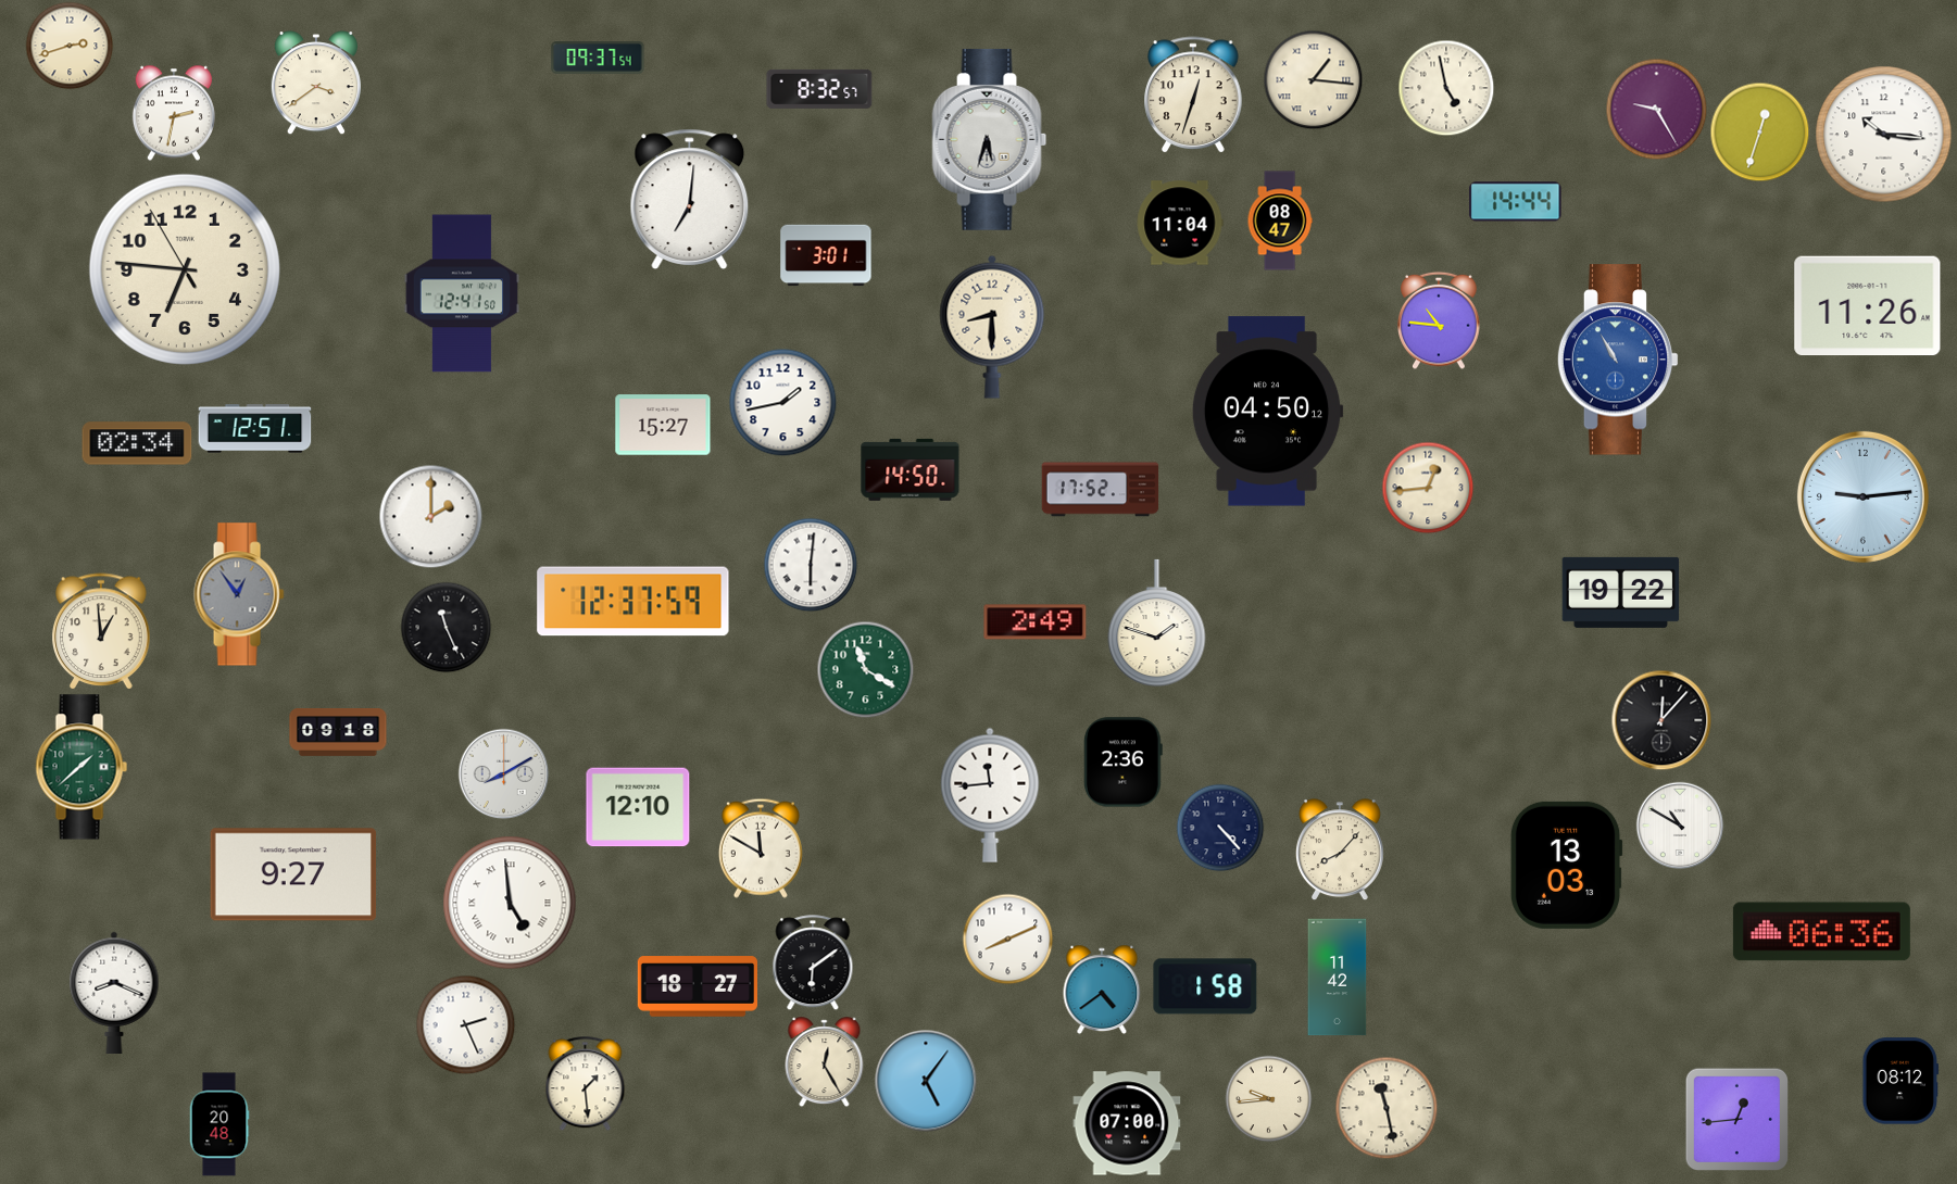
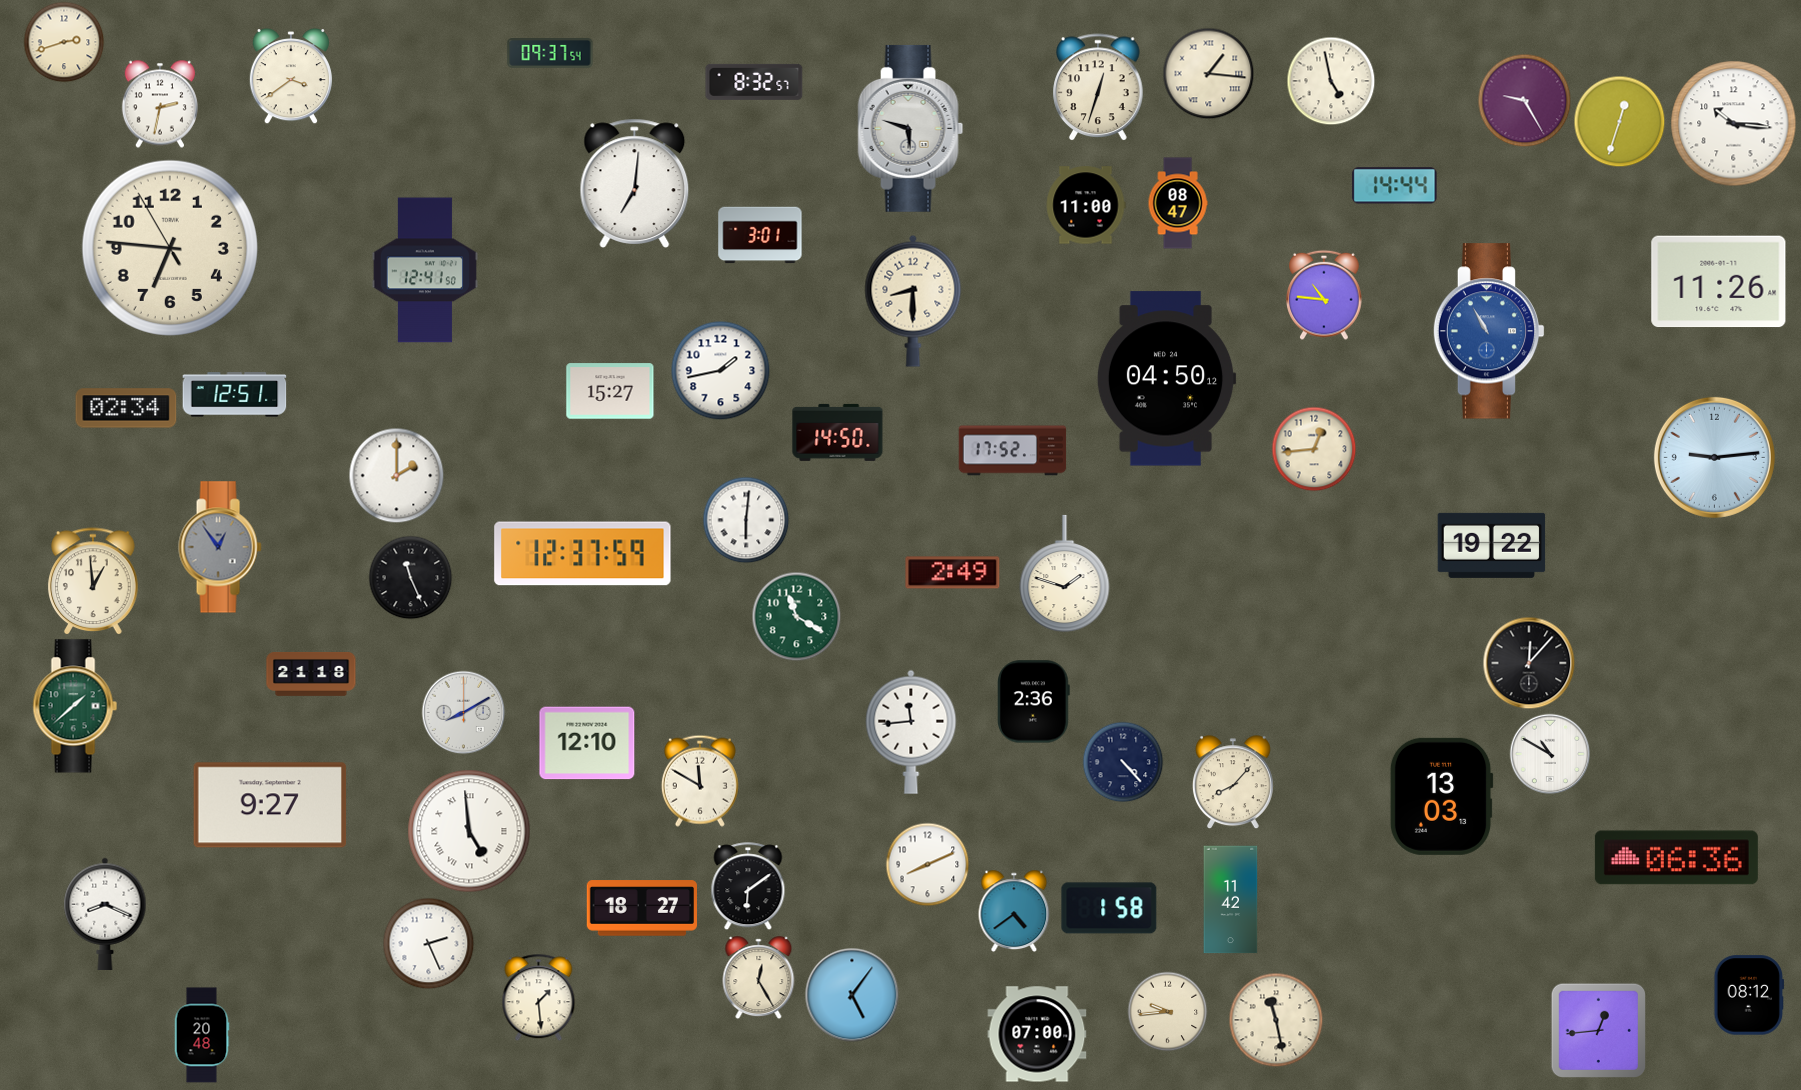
clock at (990, 139): 5:33 -> 5:48
clock at (1180, 223): 11:04 -> 11:00
clock at (338, 732): 09:18 -> 21:18
clock at (1680, 826) position: (1680, 826) -> (1550, 754)
